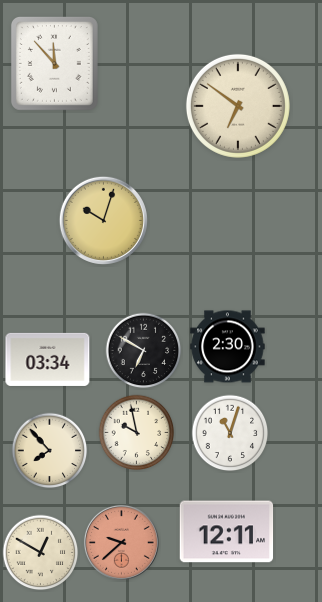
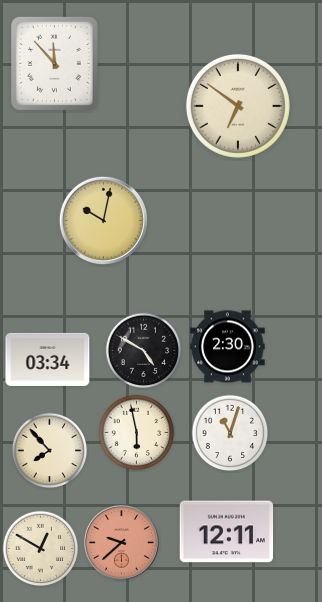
clock at (103, 220): 10:03 -> 10:02
clock at (144, 351): 6:50 -> 4:50
clock at (137, 433): 9:58 -> 5:58
clock at (41, 553) position: (41, 553) -> (41, 549)
